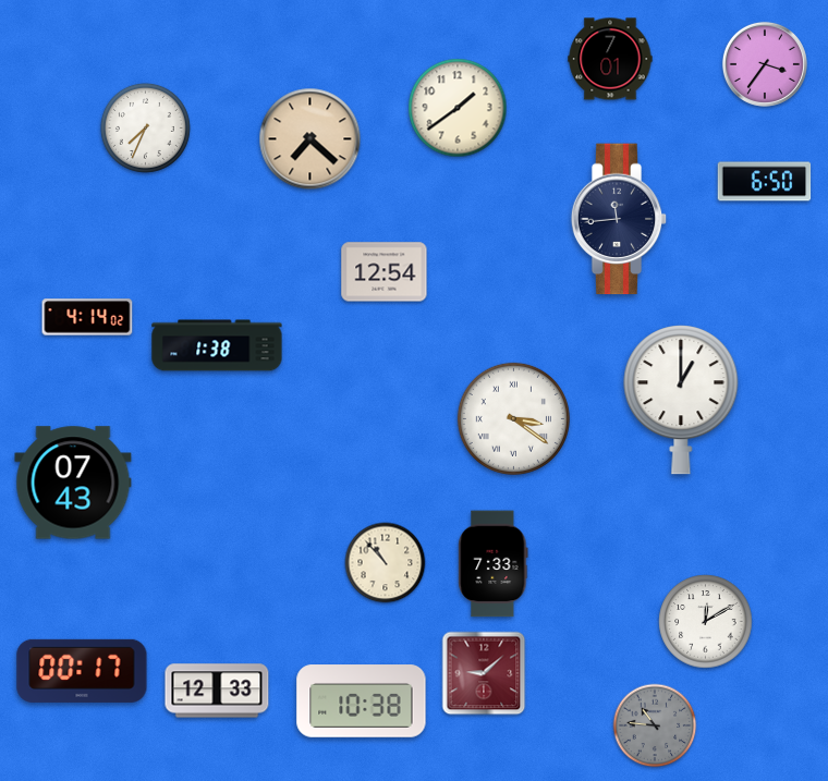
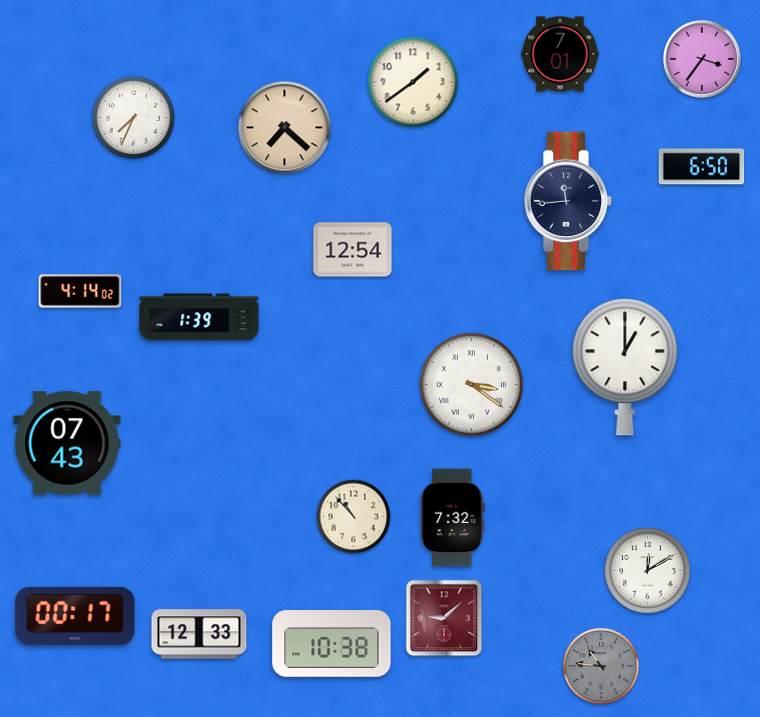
clock at (458, 108) position: (458, 108) -> (413, 82)
clock at (217, 345): 1:38 -> 1:39
clock at (494, 564): 7:33 -> 7:32
